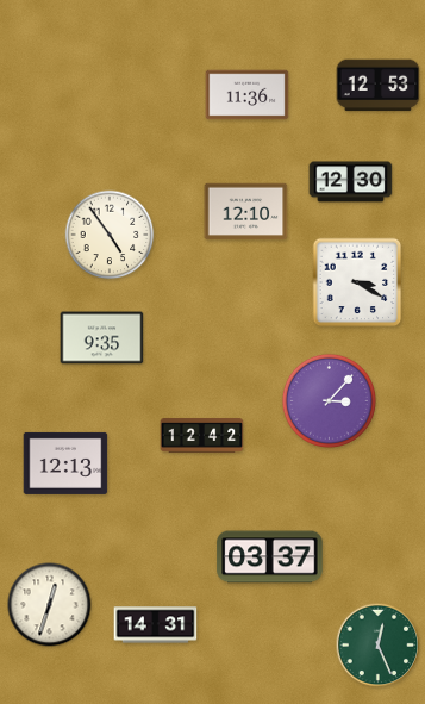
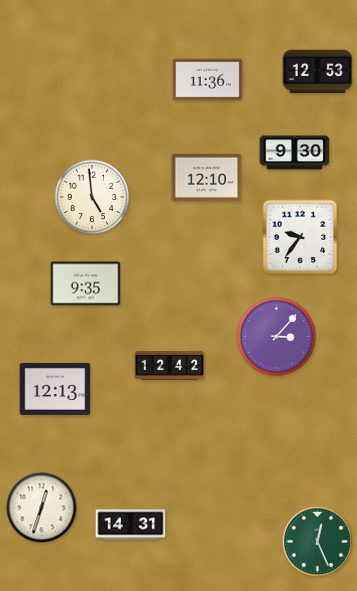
clock at (351, 182): 12:30 -> 9:30
clock at (110, 235): 4:54 -> 4:59
clock at (357, 282): 3:20 -> 9:36
clock at (270, 557): 03:37 -> none
